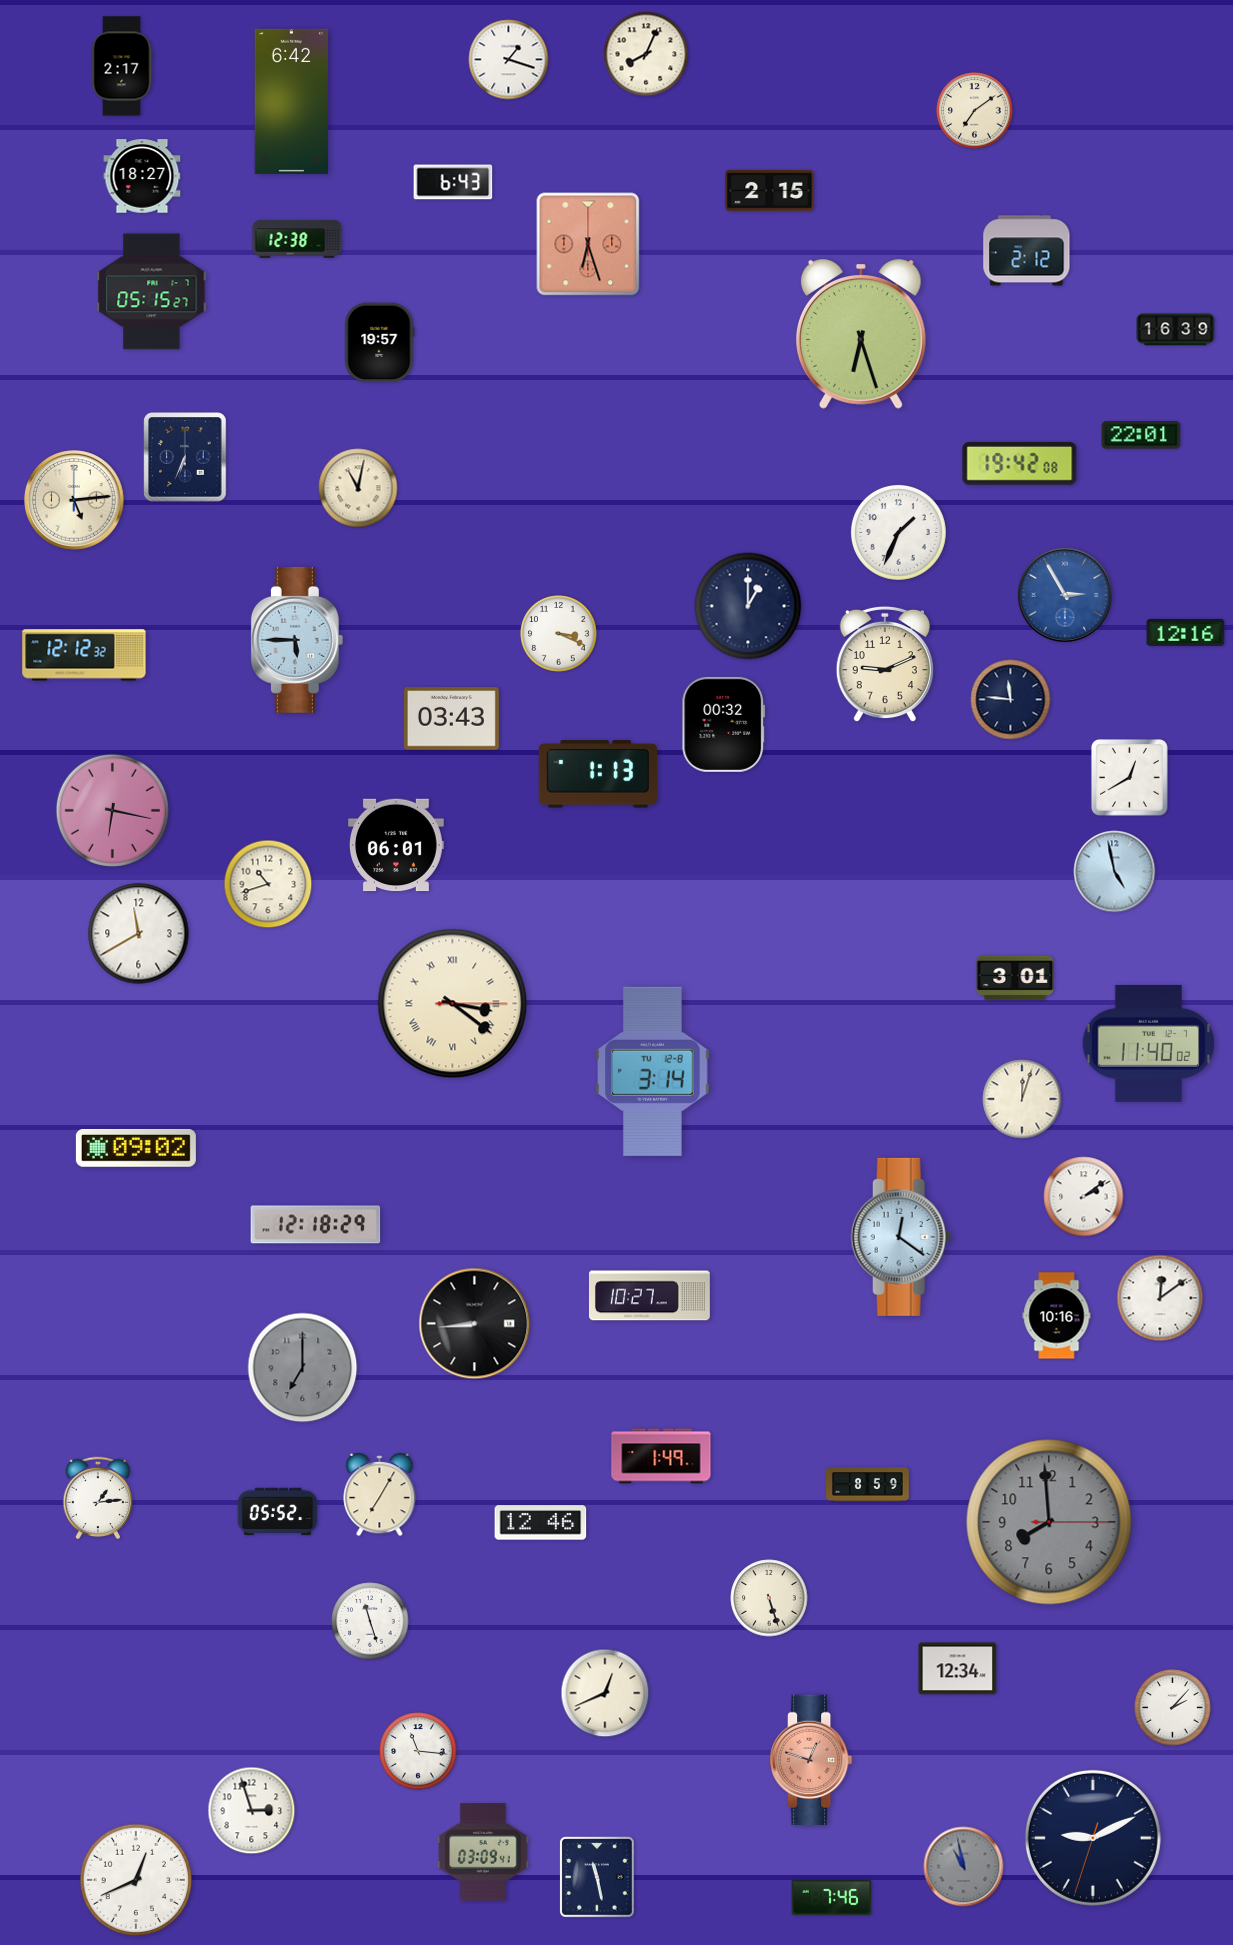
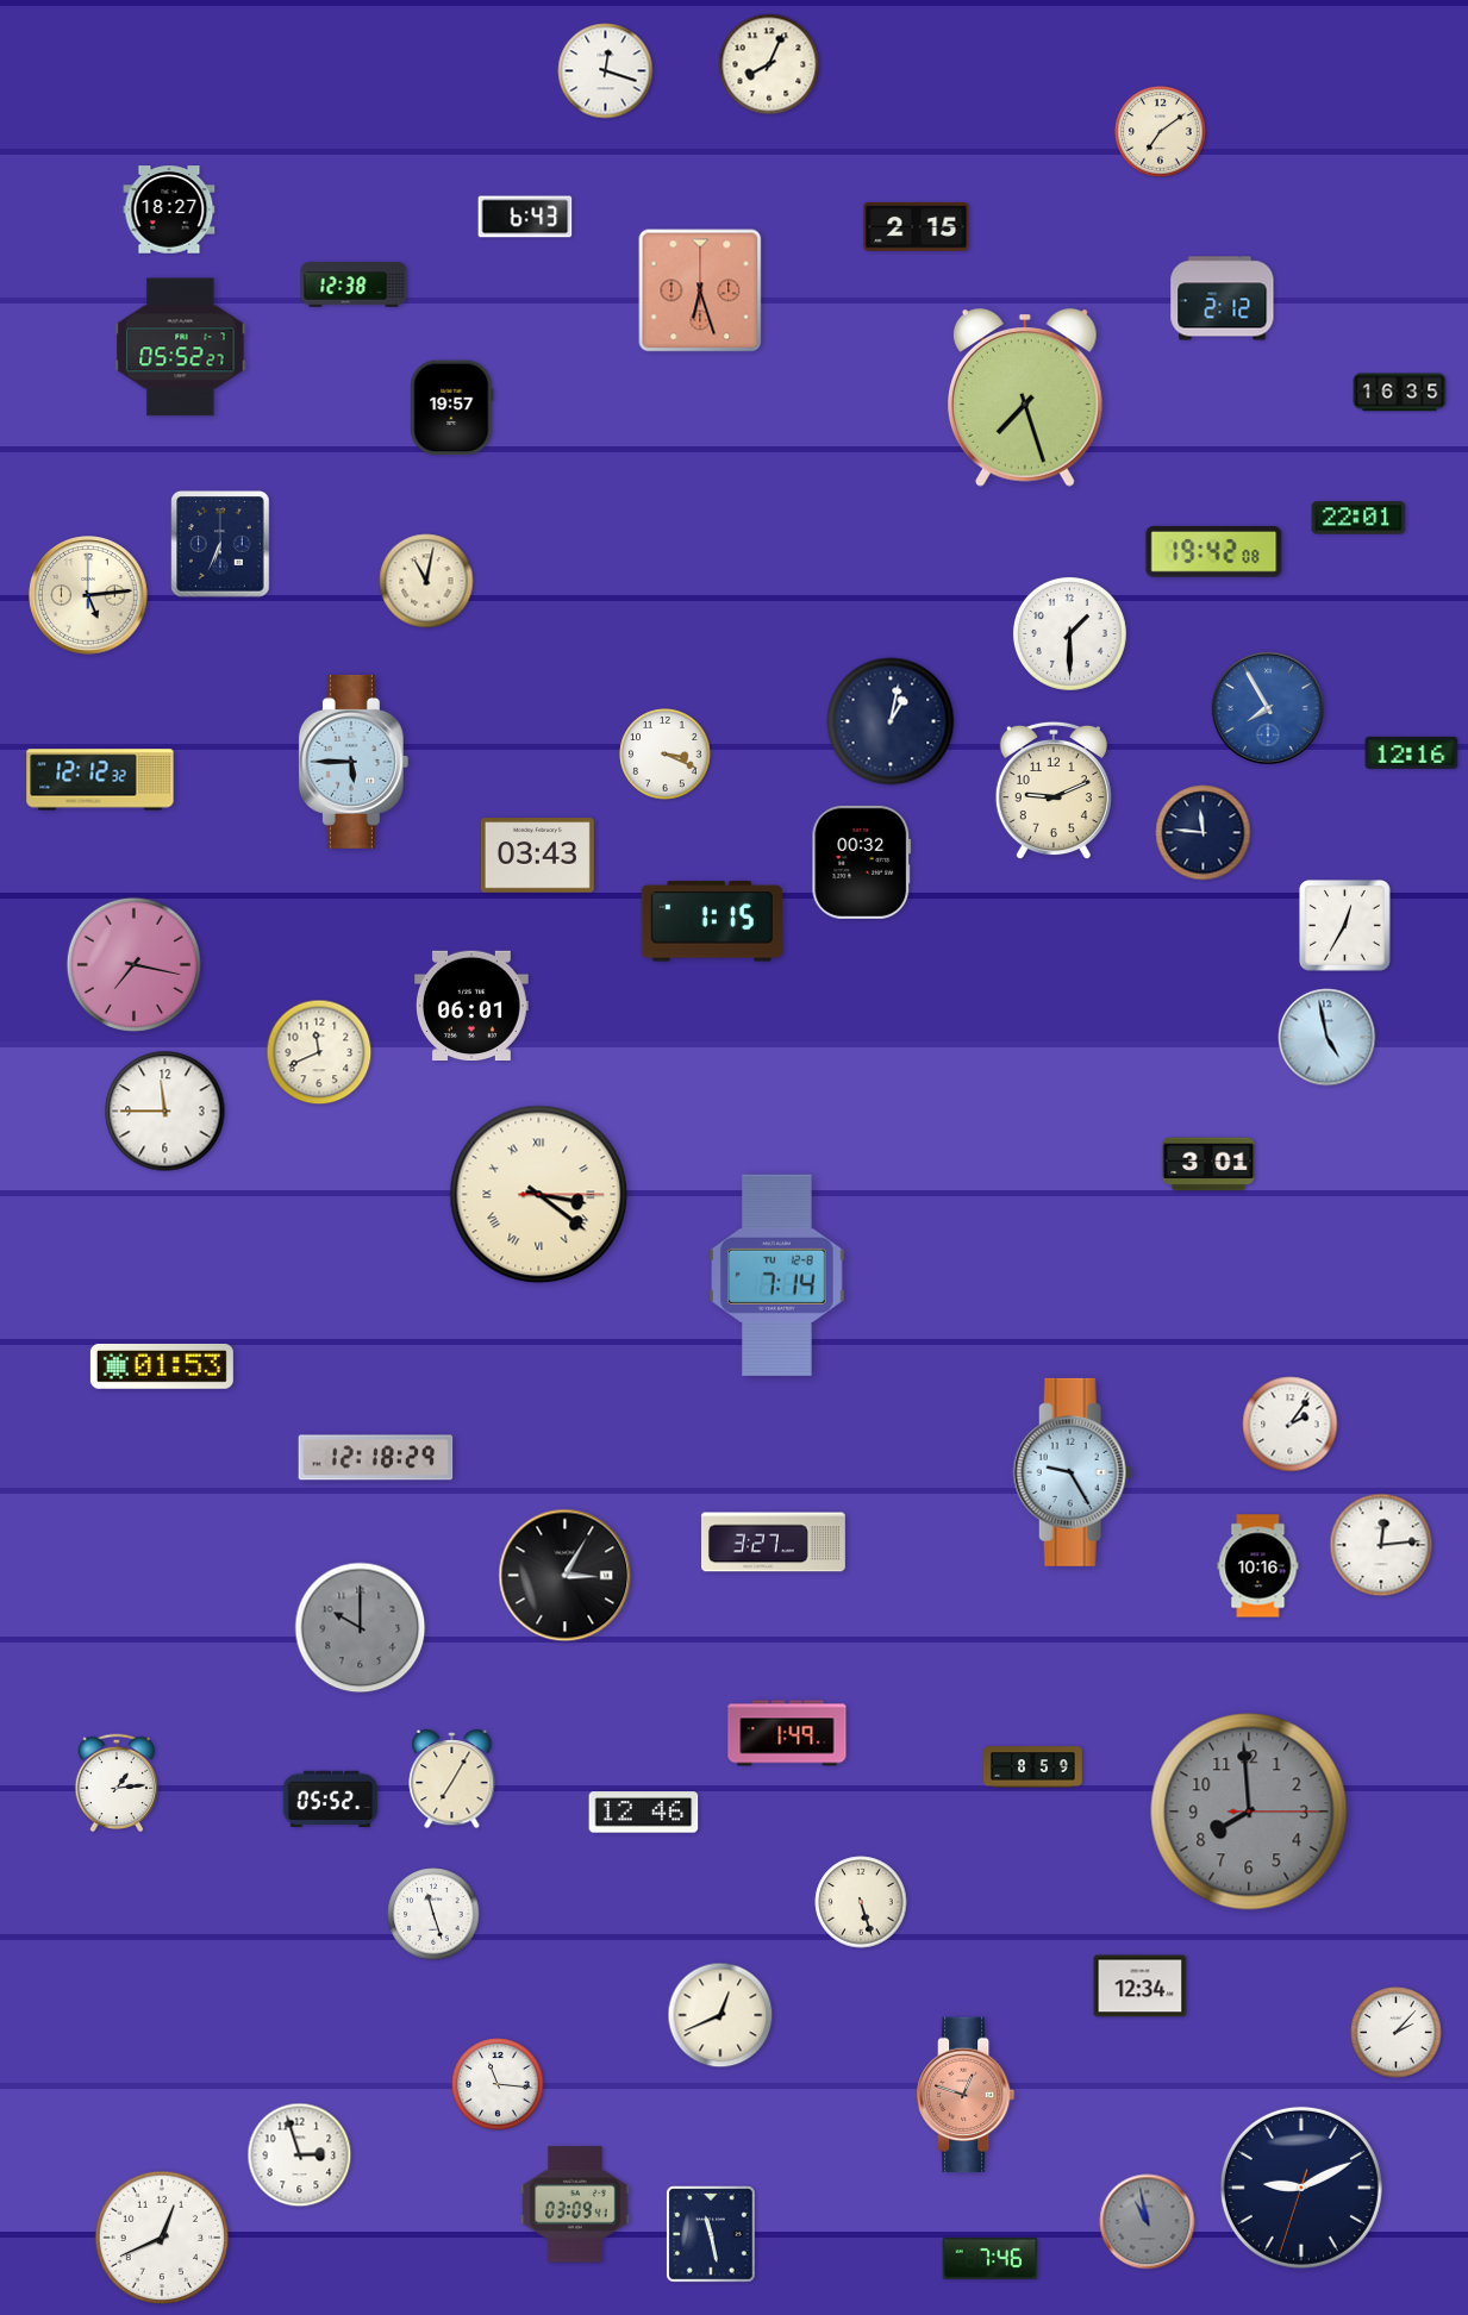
clock at (509, 60): 1:18 -> 12:18
clock at (122, 66): 2:17 -> none
clock at (291, 101): 6:42 -> none
clock at (453, 182) position: (453, 182) -> (525, 217)
clock at (152, 292): 05:15 -> 05:52
clock at (1176, 330): 16:39 -> 16:35
clock at (861, 334): 6:27 -> 7:27
clock at (898, 532): 1:34 -> 1:30
clock at (1065, 595): 2:55 -> 7:55
clock at (748, 606): 1:00 -> 1:02
clock at (598, 774): 1:13 -> 1:15
clock at (1130, 778): 12:40 -> 12:35
clock at (112, 810): 6:17 -> 7:17
clock at (268, 884): 10:42 -> 11:41
clock at (139, 934): 11:40 -> 11:45
clock at (1149, 1043): 11:40 -> none
clock at (653, 1071): 3:14 -> 7:14
clock at (1022, 1099): 12:03 -> none
clock at (136, 1148): 09:02 -> 01:53
clock at (1084, 1197): 2:09 -> 2:06
clock at (901, 1237): 12:21 -> 9:25
clock at (649, 1296): 10:27 -> 3:27
clock at (1160, 1298): 12:09 -> 12:14
clock at (475, 1324): 8:44 -> 3:05
clock at (303, 1368): 7:00 -> 10:00
clock at (769, 1598) position: (769, 1598) -> (861, 1902)
clock at (370, 1621) position: (370, 1621) -> (433, 1914)
